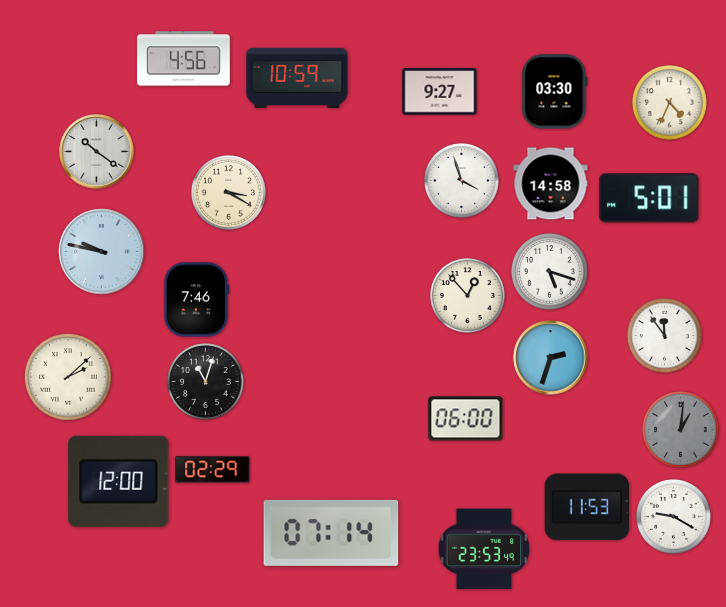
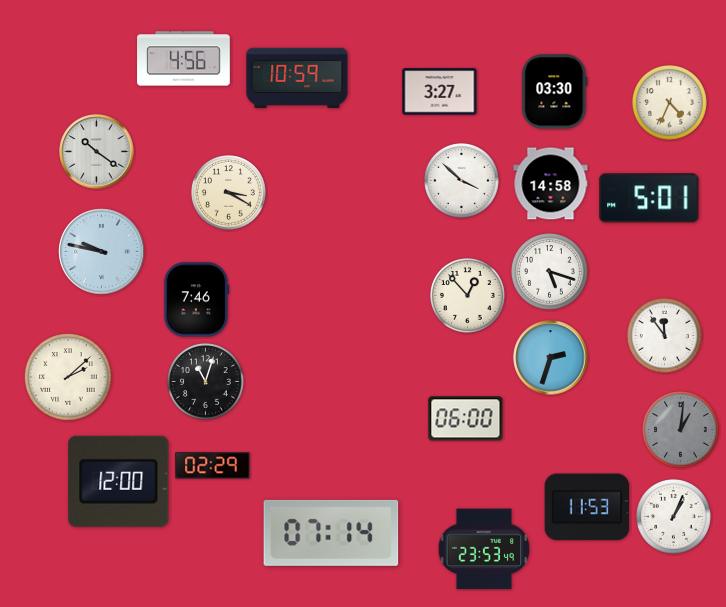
clock at (440, 92): 9:27 -> 3:27
clock at (462, 181): 3:57 -> 3:52
clock at (213, 470) position: (213, 470) -> (213, 466)
clock at (674, 517): 9:20 -> 1:04
